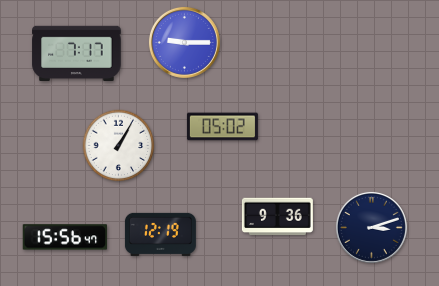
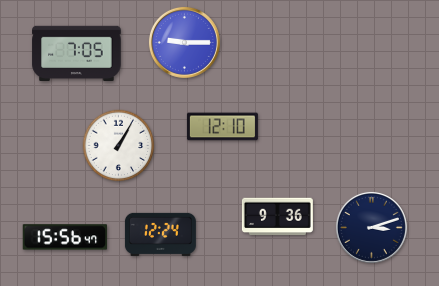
clock at (77, 53): 7:17 -> 7:05
clock at (222, 127): 05:02 -> 12:10
clock at (160, 234): 12:19 -> 12:24
